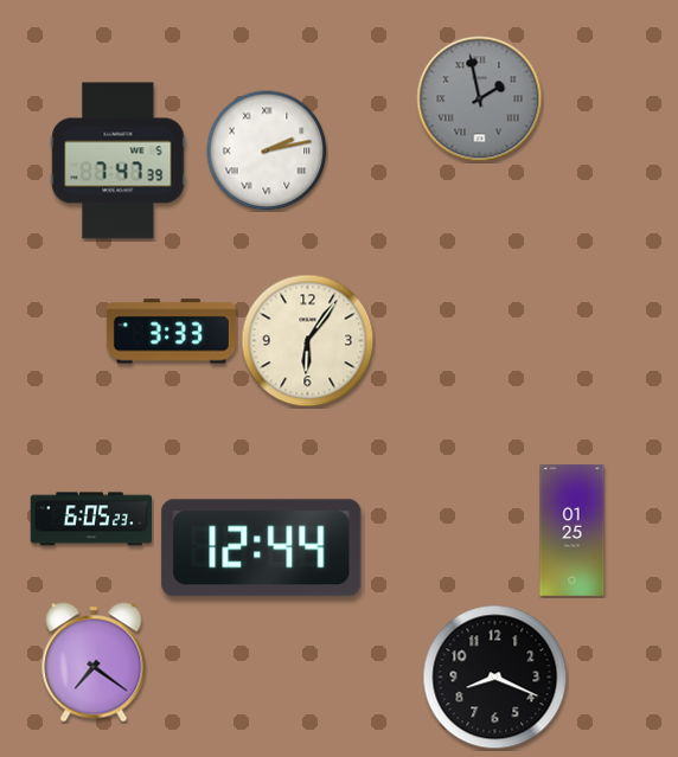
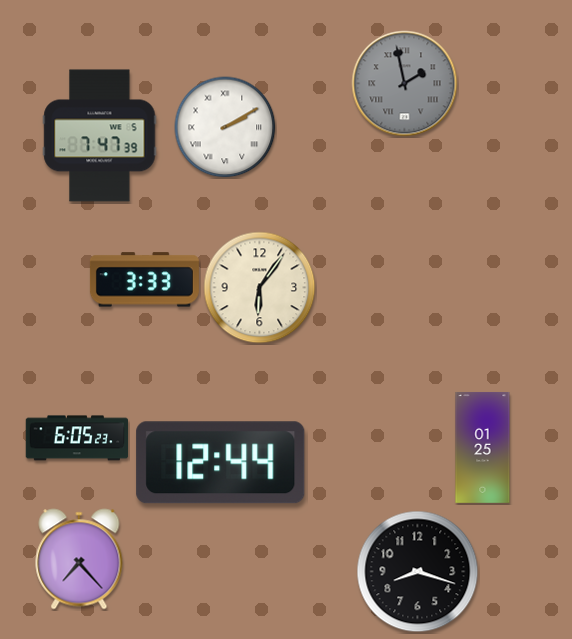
clock at (267, 150): 2:13 -> 2:10
clock at (94, 662): 7:21 -> 7:23
clock at (495, 678): 8:19 -> 8:18
